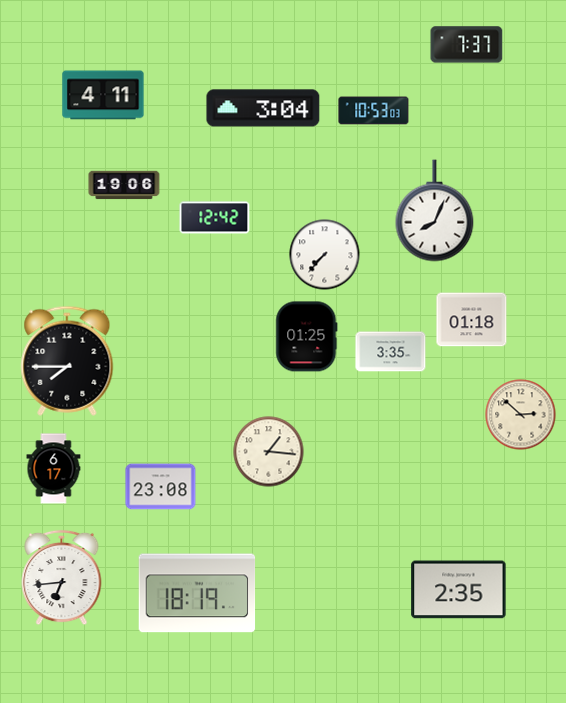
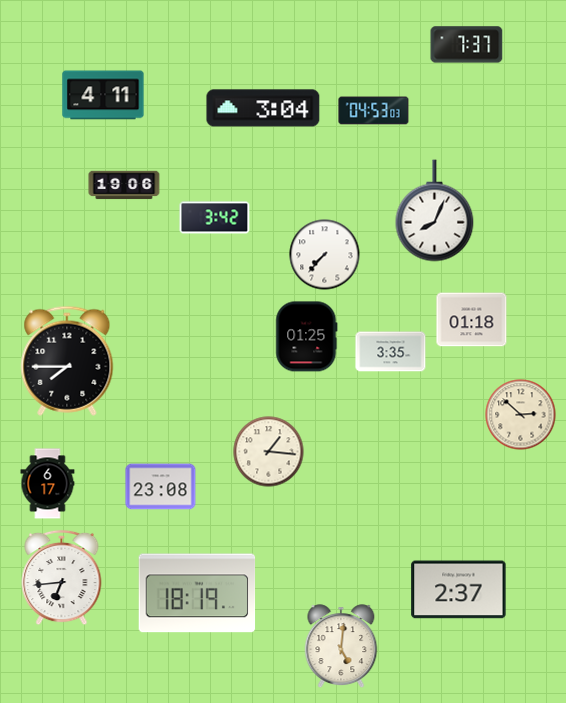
clock at (374, 111): 10:53 -> 04:53
clock at (215, 218): 12:42 -> 3:42
clock at (54, 469) position: (54, 469) -> (48, 484)
clock at (459, 590): 2:35 -> 2:37
clock at (341, 647): none -> 5:01
